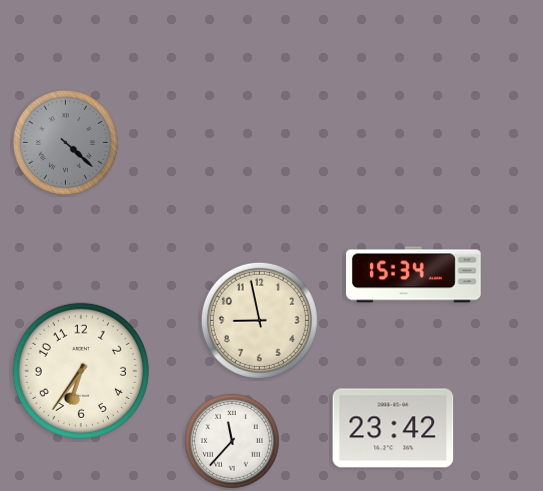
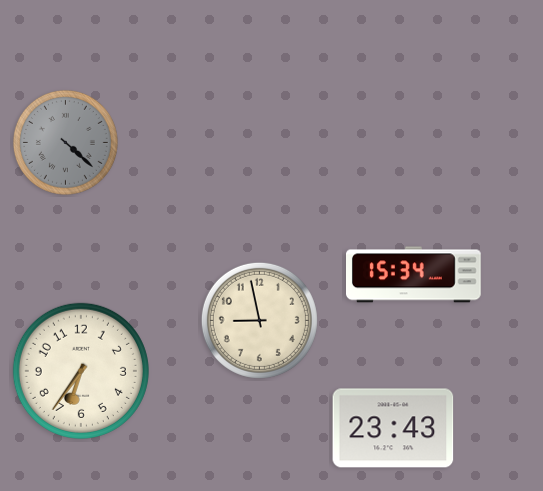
clock at (393, 428): 23:42 -> 23:43
clock at (233, 442): 11:37 -> none
